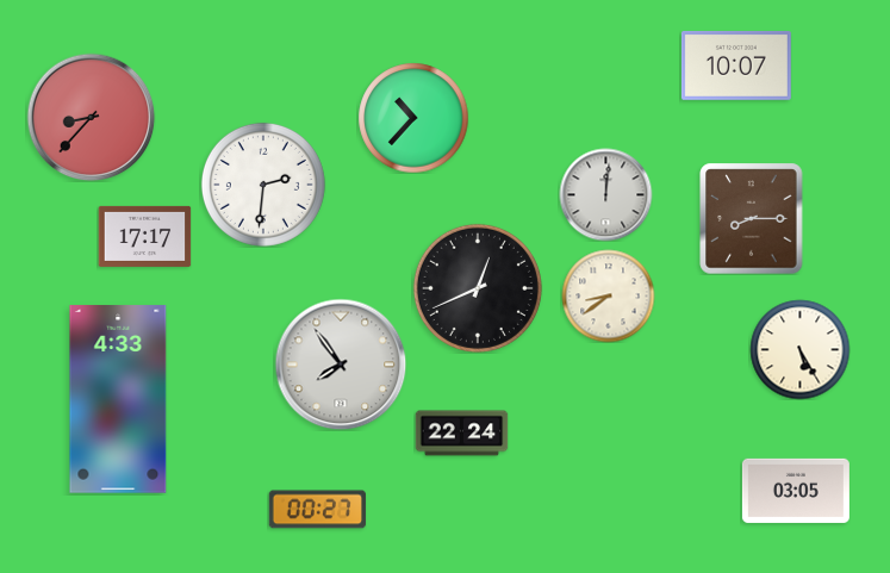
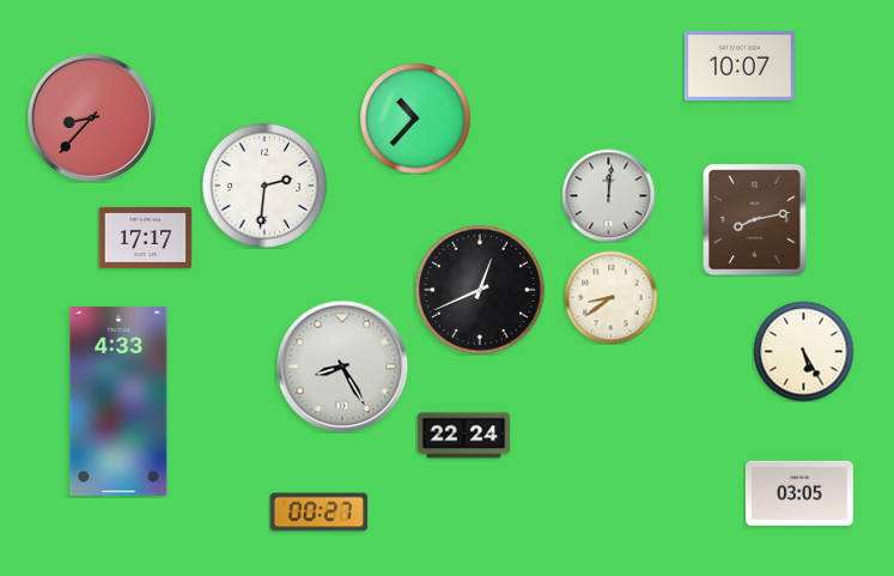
clock at (752, 218): 8:15 -> 8:13
clock at (341, 365): 7:54 -> 8:25
